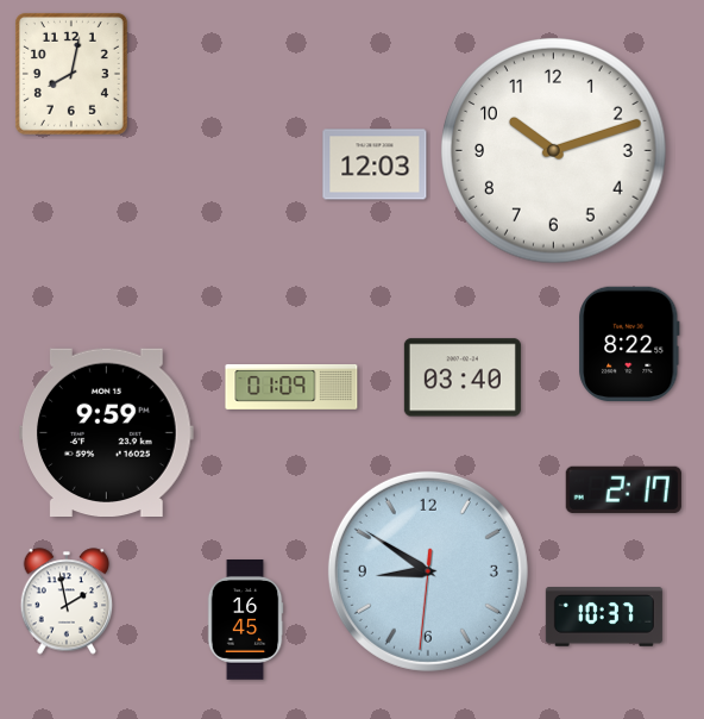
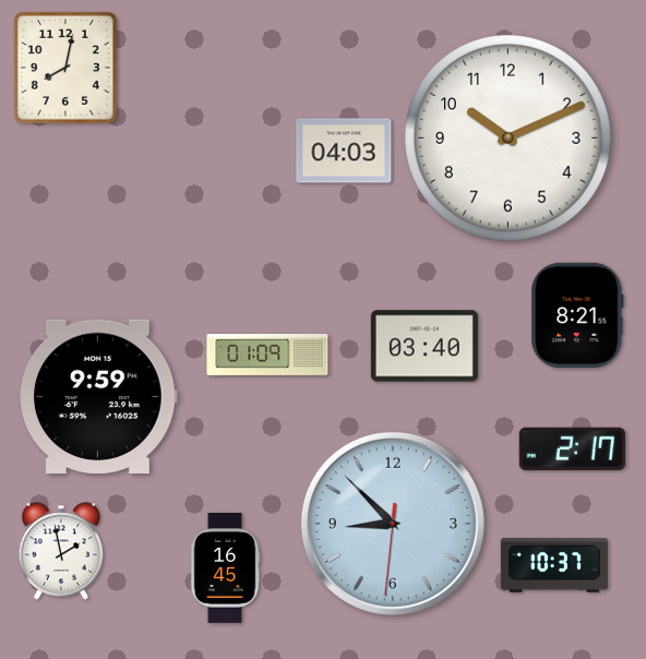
clock at (554, 151): 10:12 -> 10:11
clock at (375, 164): 12:03 -> 04:03
clock at (629, 343): 8:22 -> 8:21
clock at (428, 571): 8:50 -> 8:52
